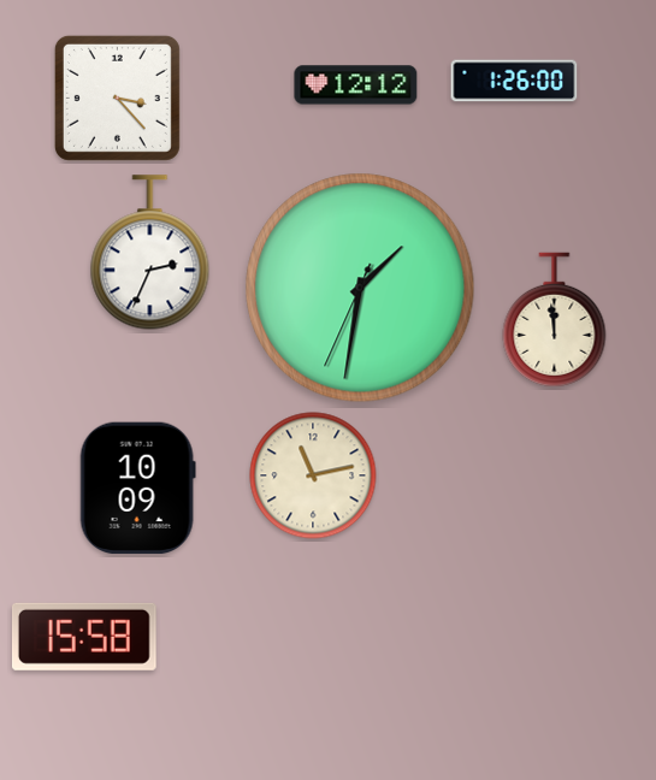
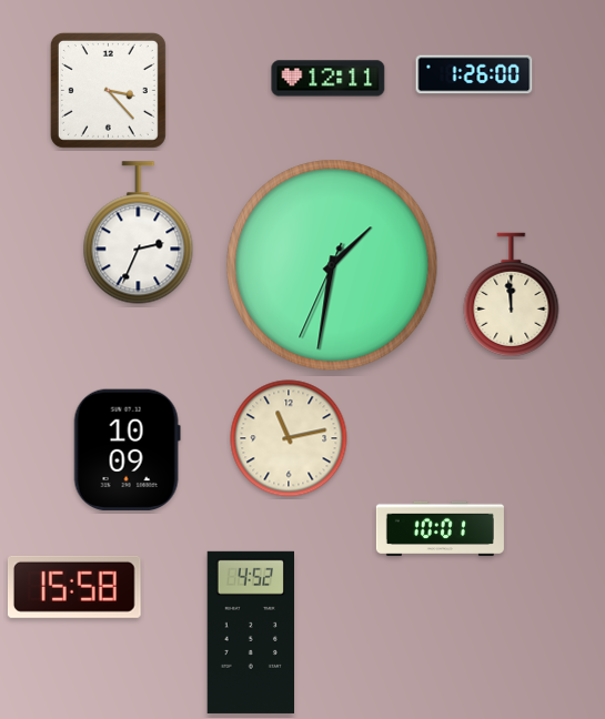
clock at (356, 85): 12:12 -> 12:11
clock at (440, 529): none -> 10:01
clock at (84, 637) position: (84, 637) -> (74, 587)
clock at (250, 632): none -> 4:52
